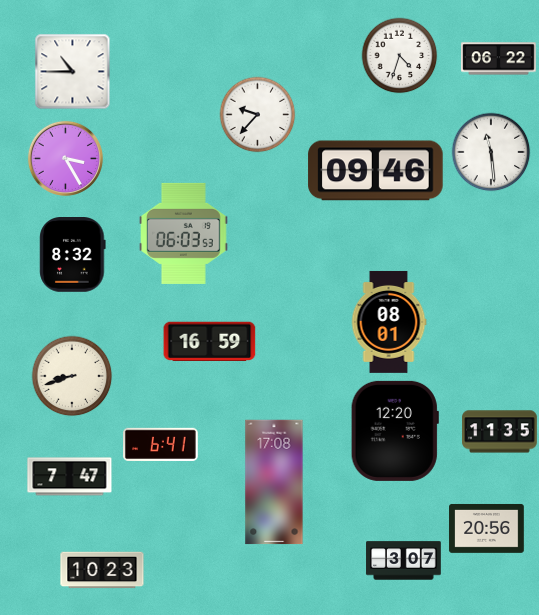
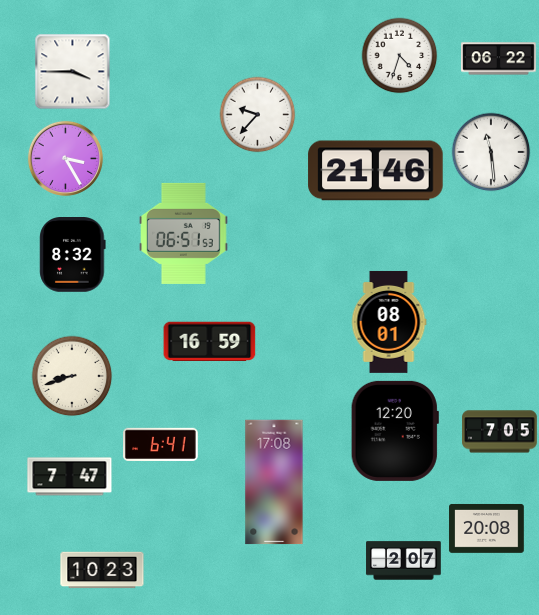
clock at (73, 72): 10:45 -> 3:45
clock at (376, 171): 09:46 -> 21:46
clock at (184, 233): 06:03 -> 06:51
clock at (500, 432): 11:35 -> 7:05
clock at (487, 528): 20:56 -> 20:08
clock at (404, 561): 3:07 -> 2:07
